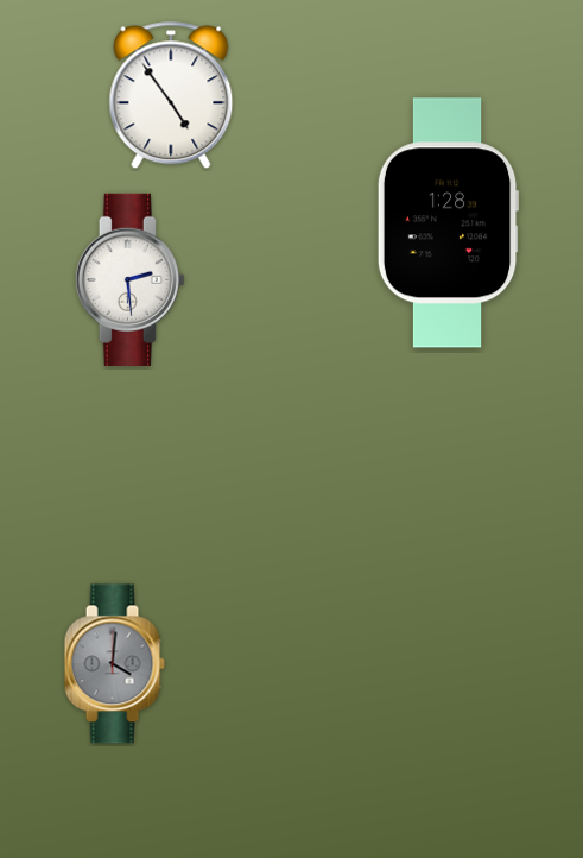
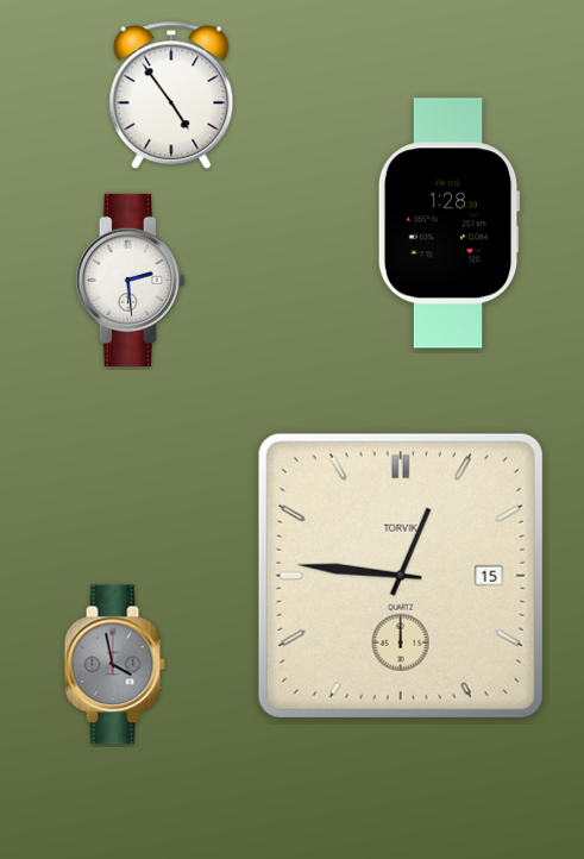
clock at (401, 576): none -> 12:46
clock at (114, 664): 4:01 -> 3:58
